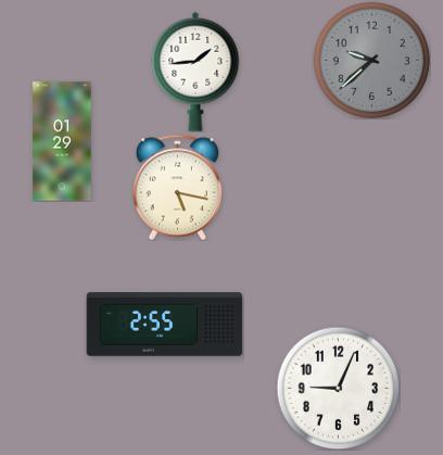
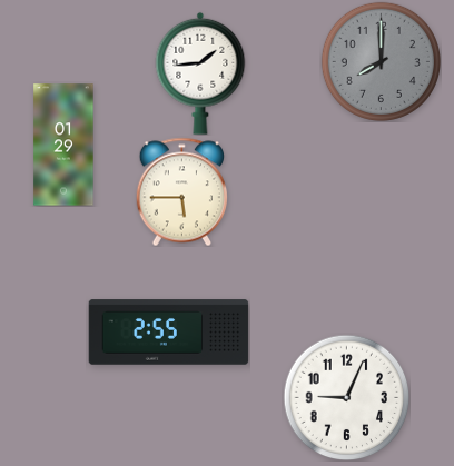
clock at (371, 60): 9:38 -> 8:00
clock at (177, 187): 5:17 -> 5:45
